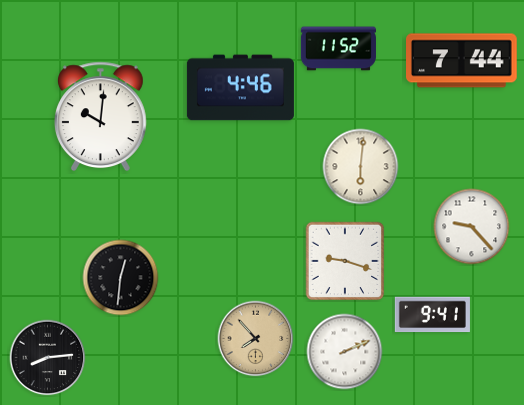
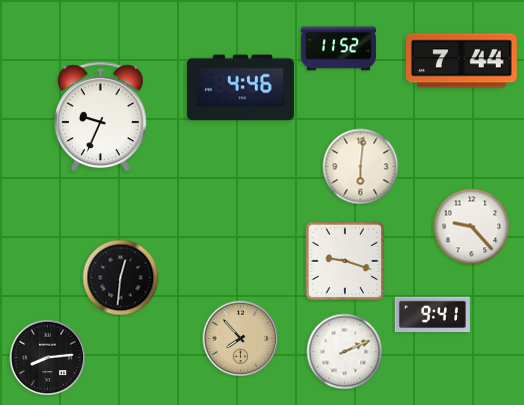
clock at (100, 117): 10:01 -> 9:34
clock at (256, 339) position: (256, 339) -> (241, 339)
